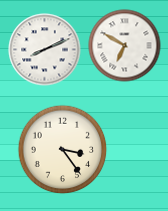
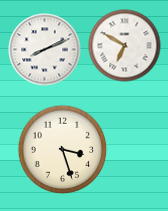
clock at (63, 150): 3:24 -> 3:27
